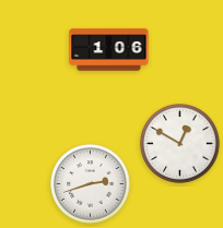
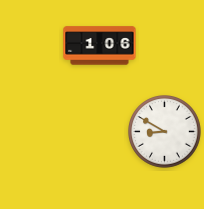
clock at (180, 144): 12:50 -> 8:50
clock at (91, 184): 2:42 -> none
